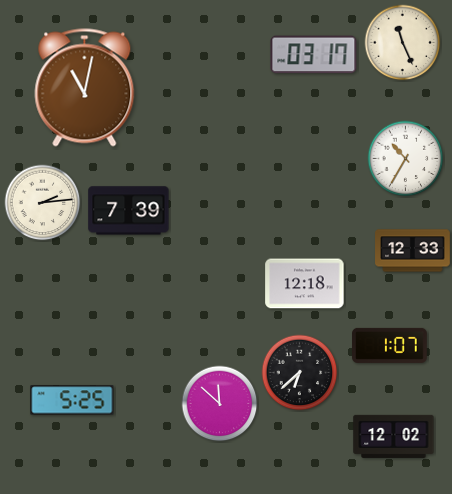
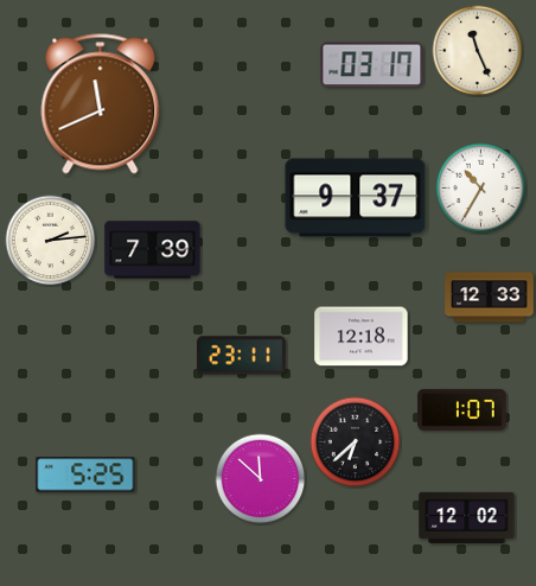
clock at (85, 88): 11:02 -> 11:41
clock at (356, 198): none -> 9:37
clock at (242, 356): none -> 23:11
